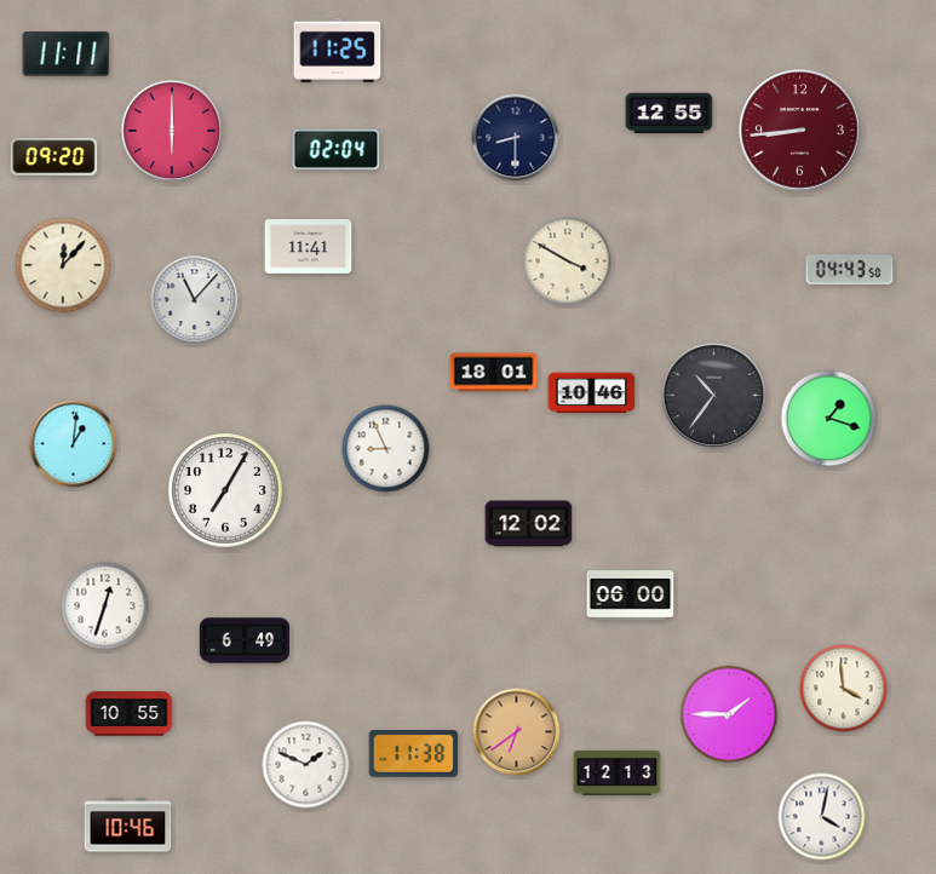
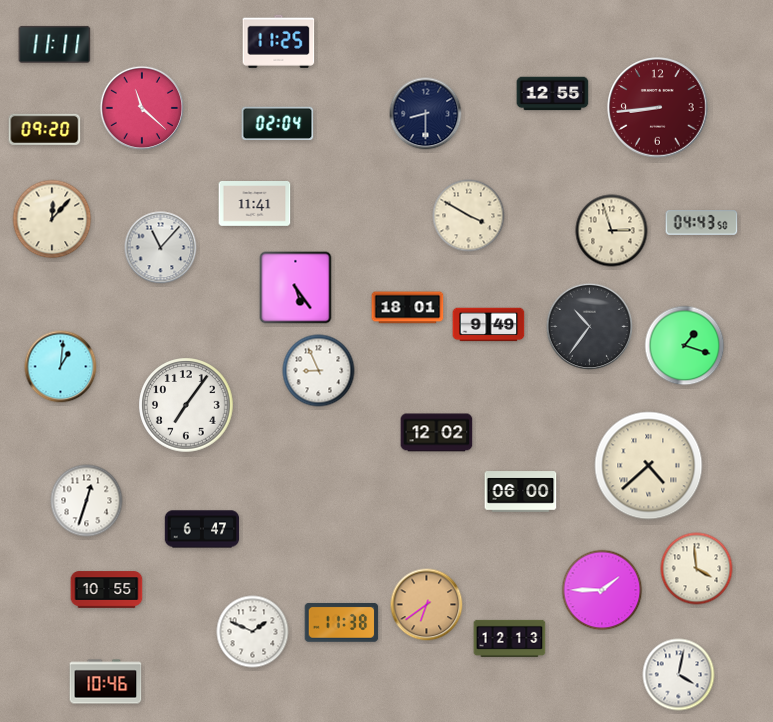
clock at (171, 131): 6:00 -> 11:22
clock at (800, 131) position: (800, 131) -> (658, 108)
clock at (612, 231): none -> 2:57
clock at (296, 288): none -> 5:24
clock at (592, 393): 10:46 -> 9:49
clock at (225, 490): 7:05 -> 7:06
clock at (649, 466): none -> 4:38
clock at (245, 640): 6:49 -> 6:47
